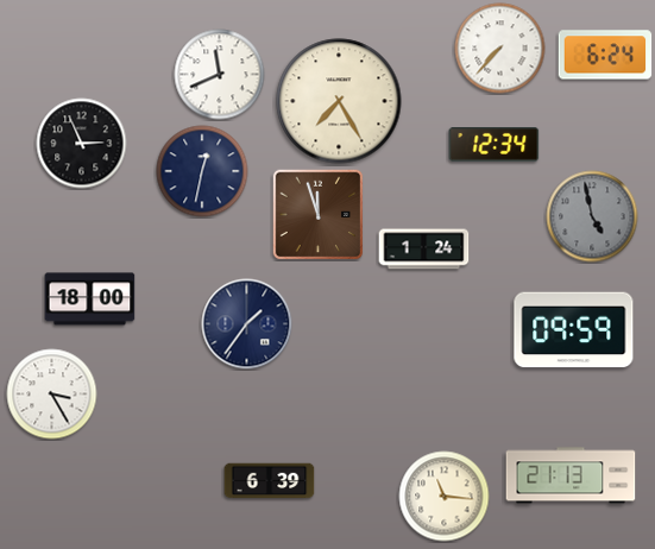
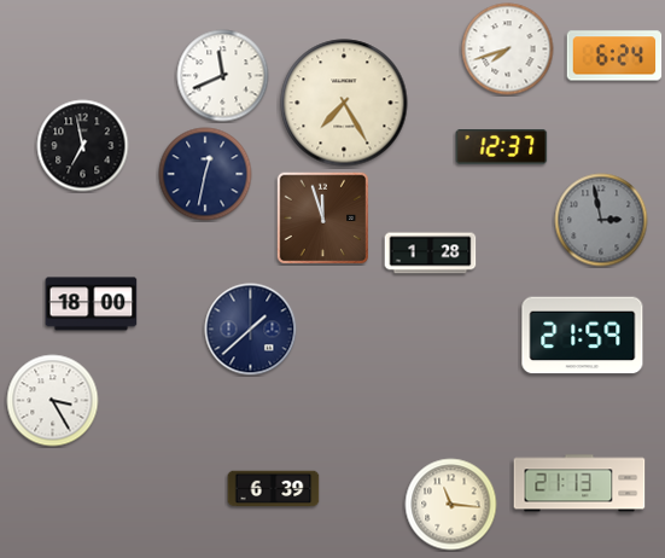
clock at (500, 49): 7:37 -> 7:42
clock at (82, 144): 2:56 -> 6:58
clock at (495, 145): 12:34 -> 12:37
clock at (592, 216): 4:58 -> 2:58
clock at (424, 250): 1:24 -> 1:28
clock at (247, 324): 1:36 -> 1:38
clock at (574, 330): 09:59 -> 21:59
